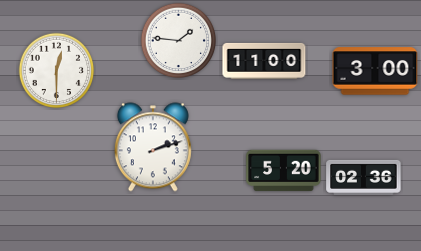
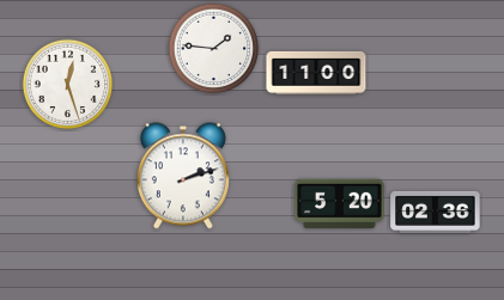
clock at (57, 71): 12:30 -> 12:27
clock at (375, 71): 3:00 -> none
